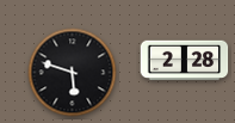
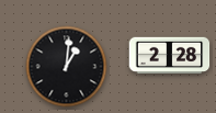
clock at (73, 73): 5:48 -> 1:01
